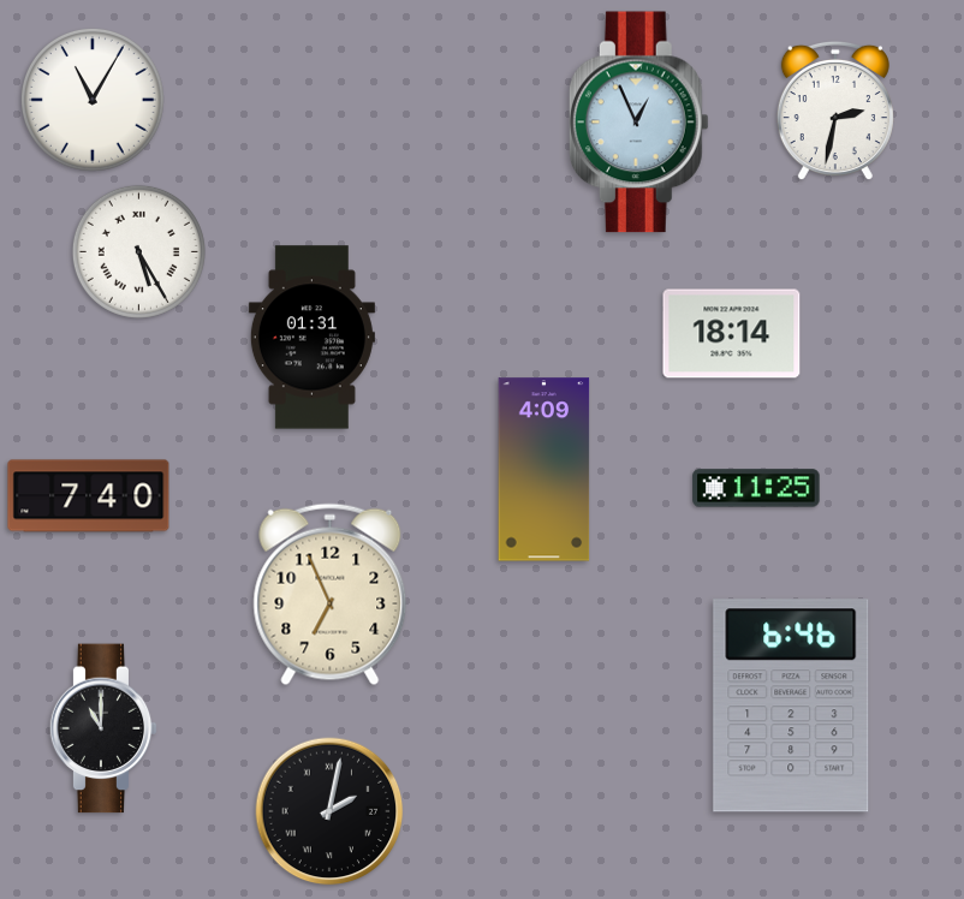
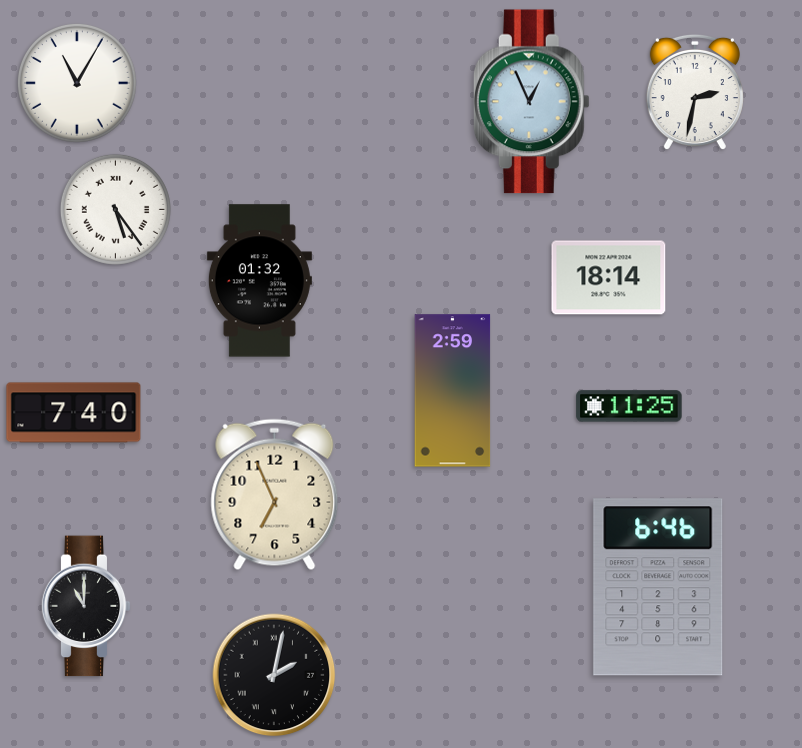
clock at (138, 251): 5:25 -> 5:24
clock at (311, 338): 01:31 -> 01:32
clock at (545, 470): 4:09 -> 2:59
